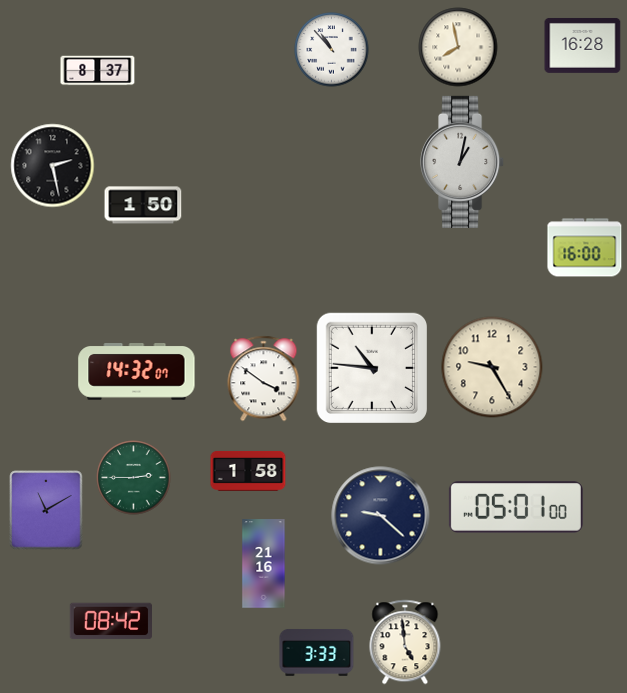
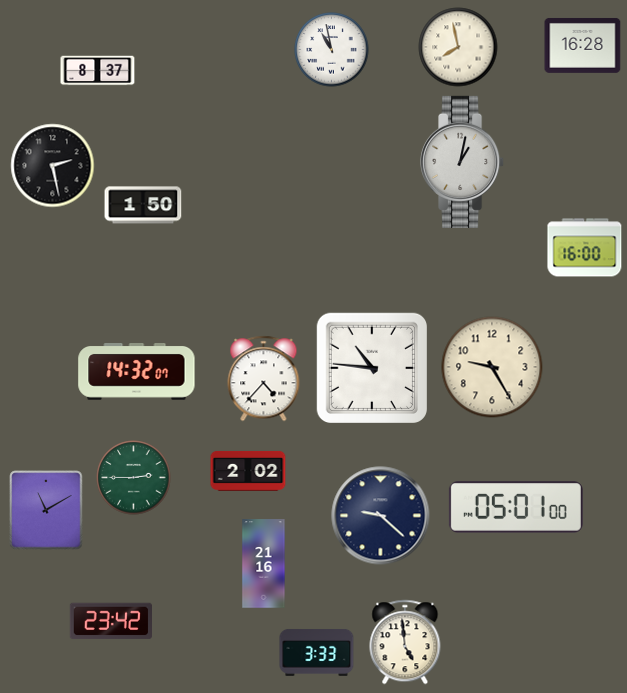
clock at (332, 50): 10:53 -> 10:58
clock at (264, 379): 3:51 -> 4:37
clock at (248, 471): 1:58 -> 2:02
clock at (110, 621): 08:42 -> 23:42
